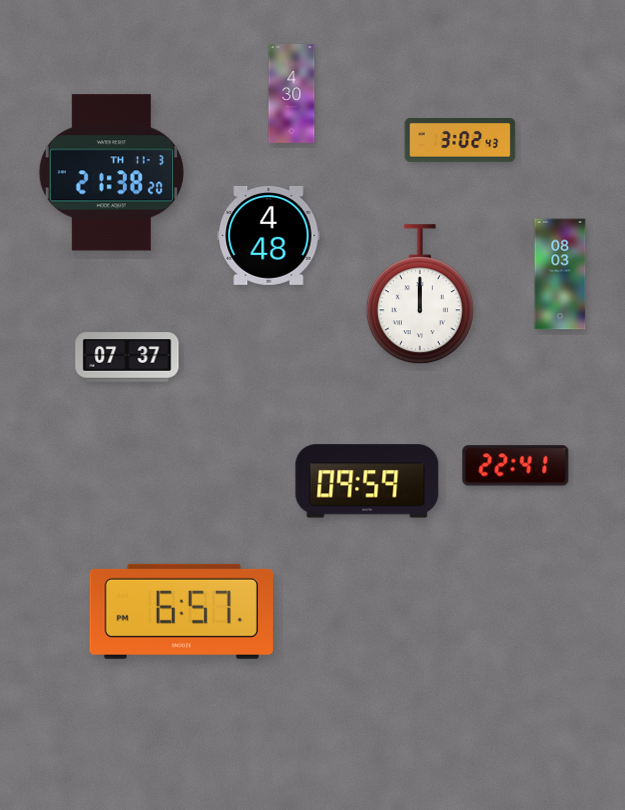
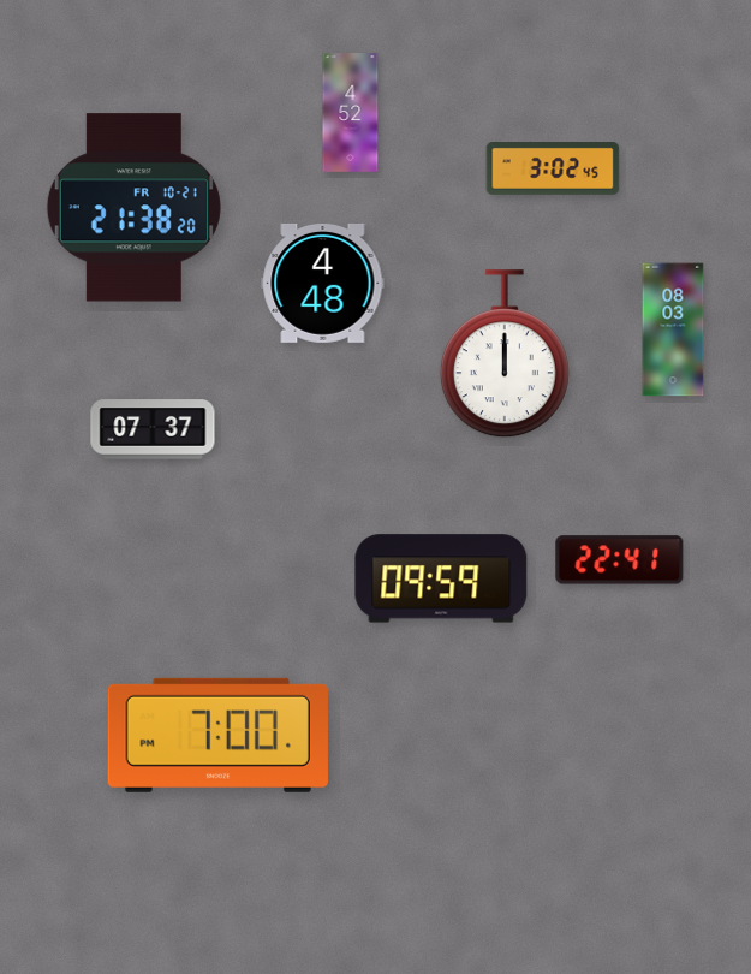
clock at (292, 94): 4:30 -> 4:52
clock at (460, 141): 3:02:43 -> 3:02:45
clock at (111, 173) date: TH 11-3 -> FR 10-21
clock at (181, 611): 6:57 -> 7:00
